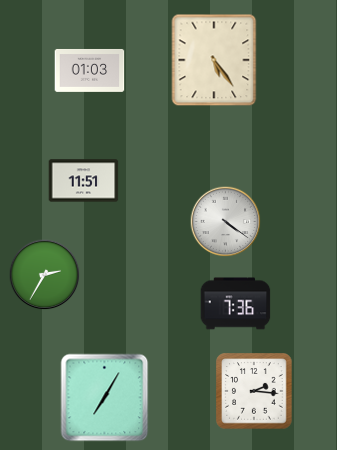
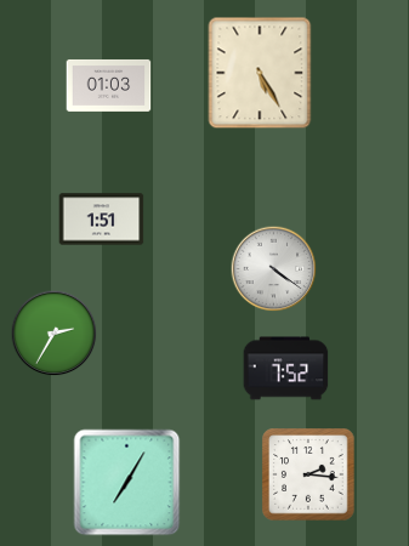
clock at (214, 60): 5:24 -> 5:25
clock at (84, 181): 11:51 -> 1:51
clock at (236, 304): 7:36 -> 7:52
